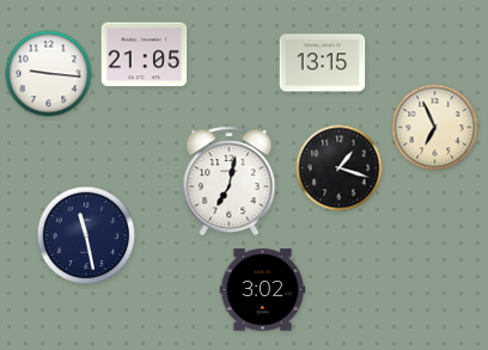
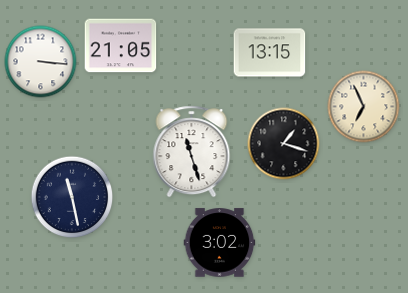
clock at (49, 74): 9:16 -> 3:16
clock at (340, 168) position: (340, 168) -> (284, 144)
clock at (230, 182): 7:02 -> 11:27
